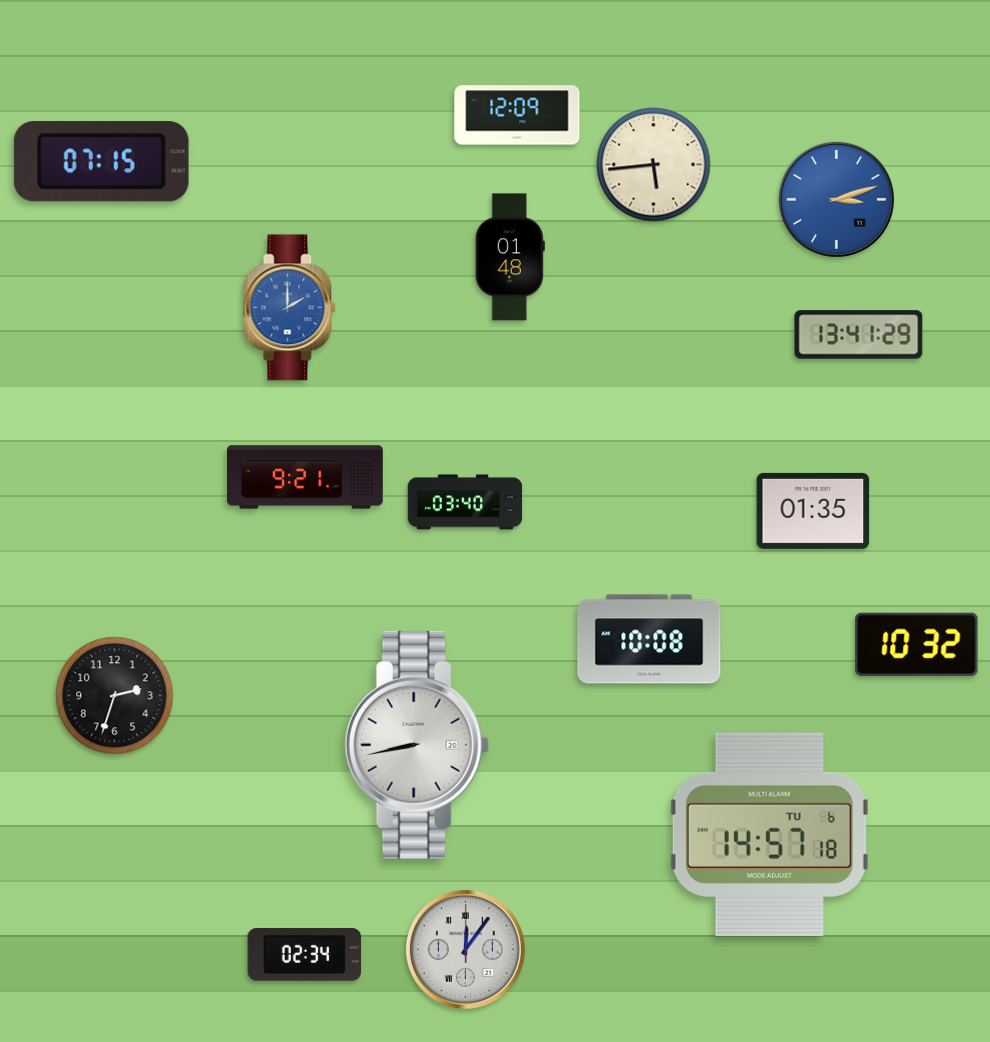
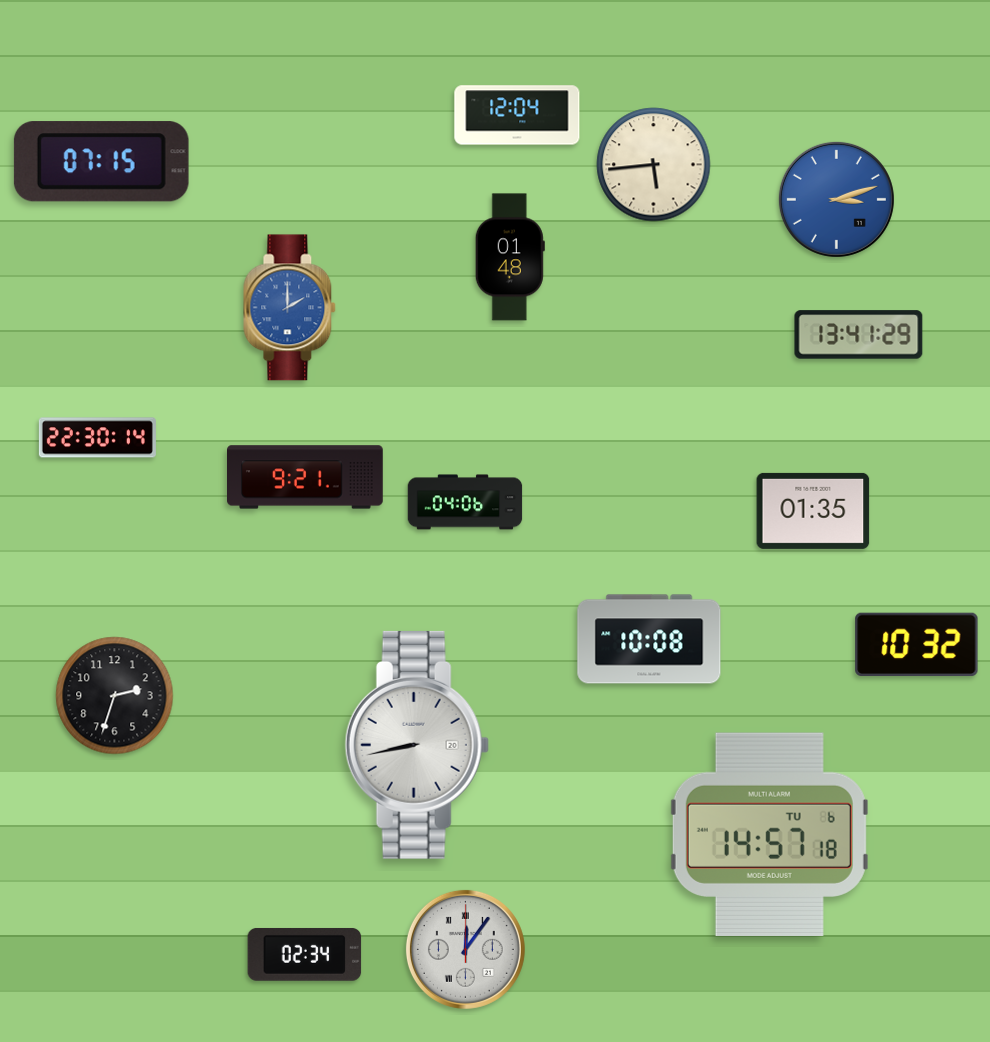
clock at (517, 115): 12:09 -> 12:04
clock at (97, 438): none -> 22:30
clock at (465, 502): 03:40 -> 04:06
